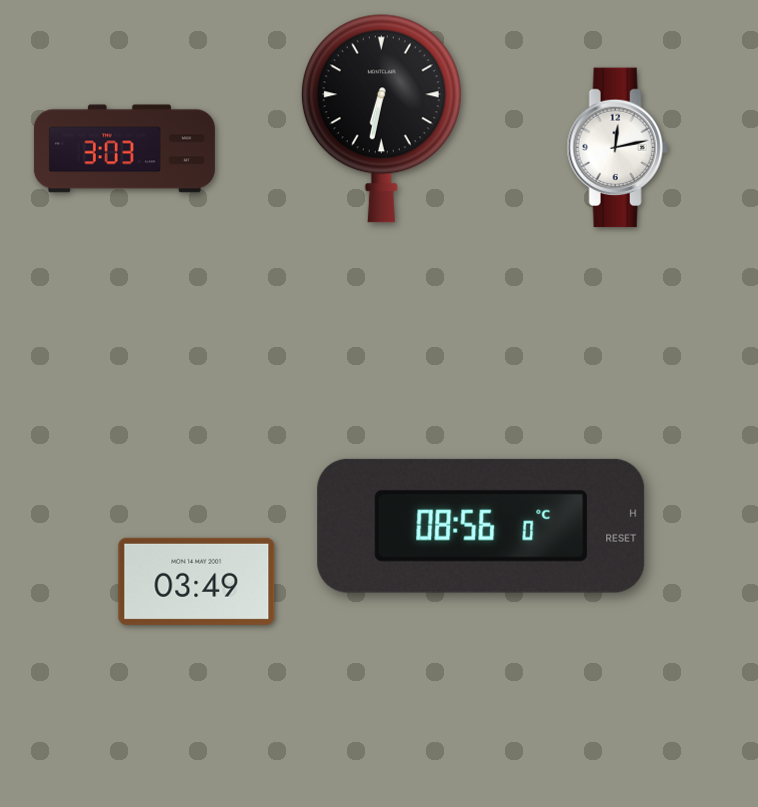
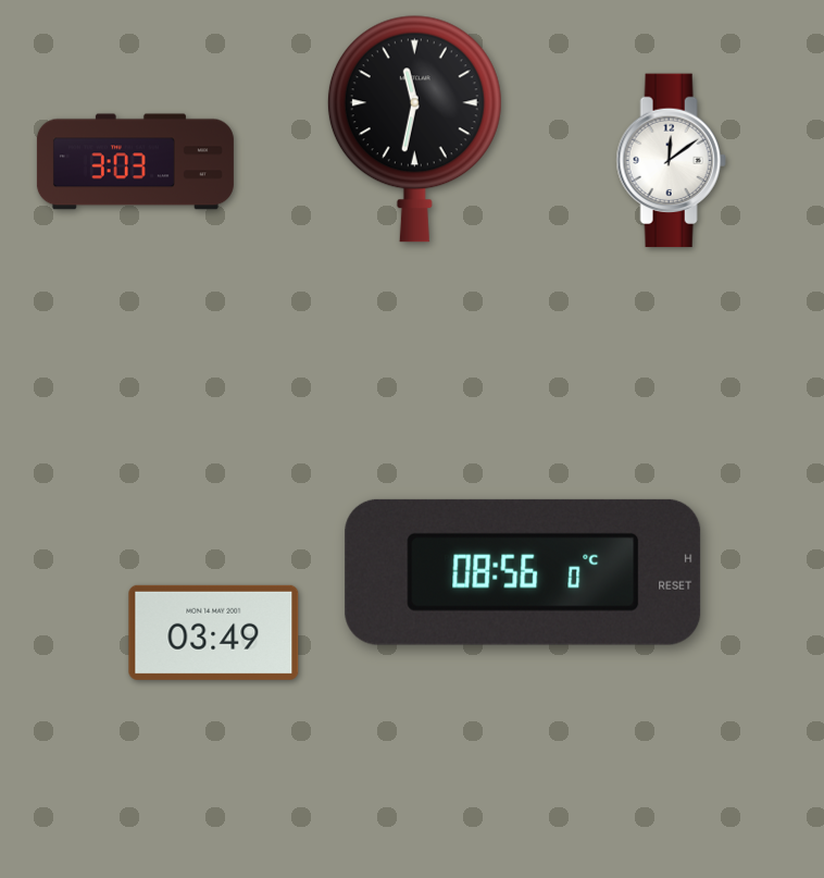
clock at (381, 118): 6:32 -> 11:32
clock at (617, 148): 12:13 -> 12:09
